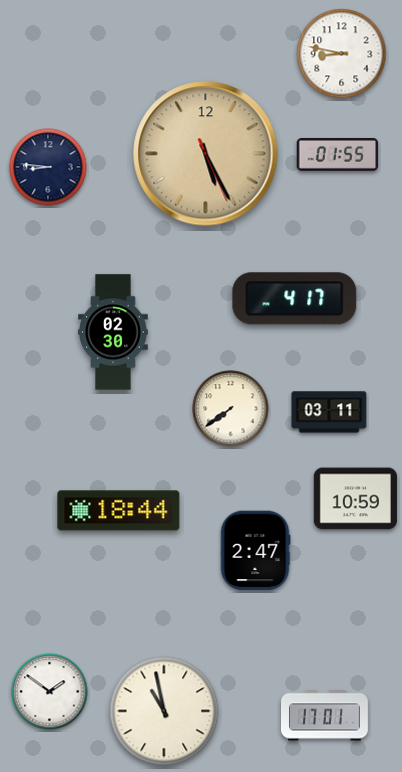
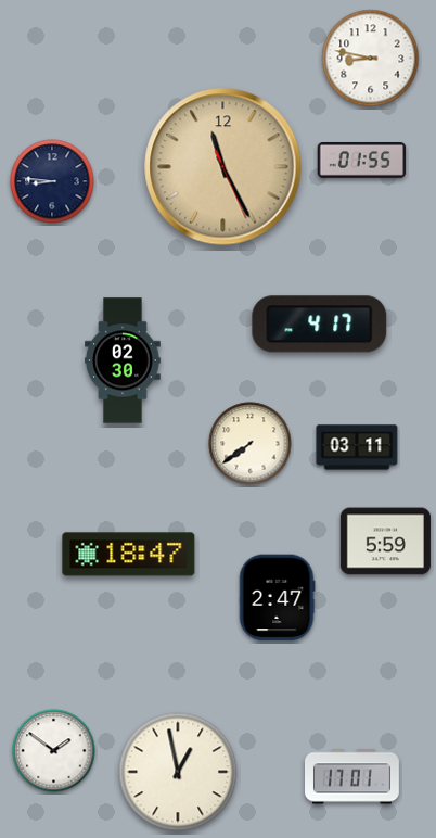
clock at (206, 154): 5:25 -> 11:25
clock at (338, 155) position: (338, 155) -> (362, 161)
clock at (355, 499): 10:59 -> 5:59
clock at (119, 511): 18:44 -> 18:47
clock at (164, 711): 10:58 -> 12:58
